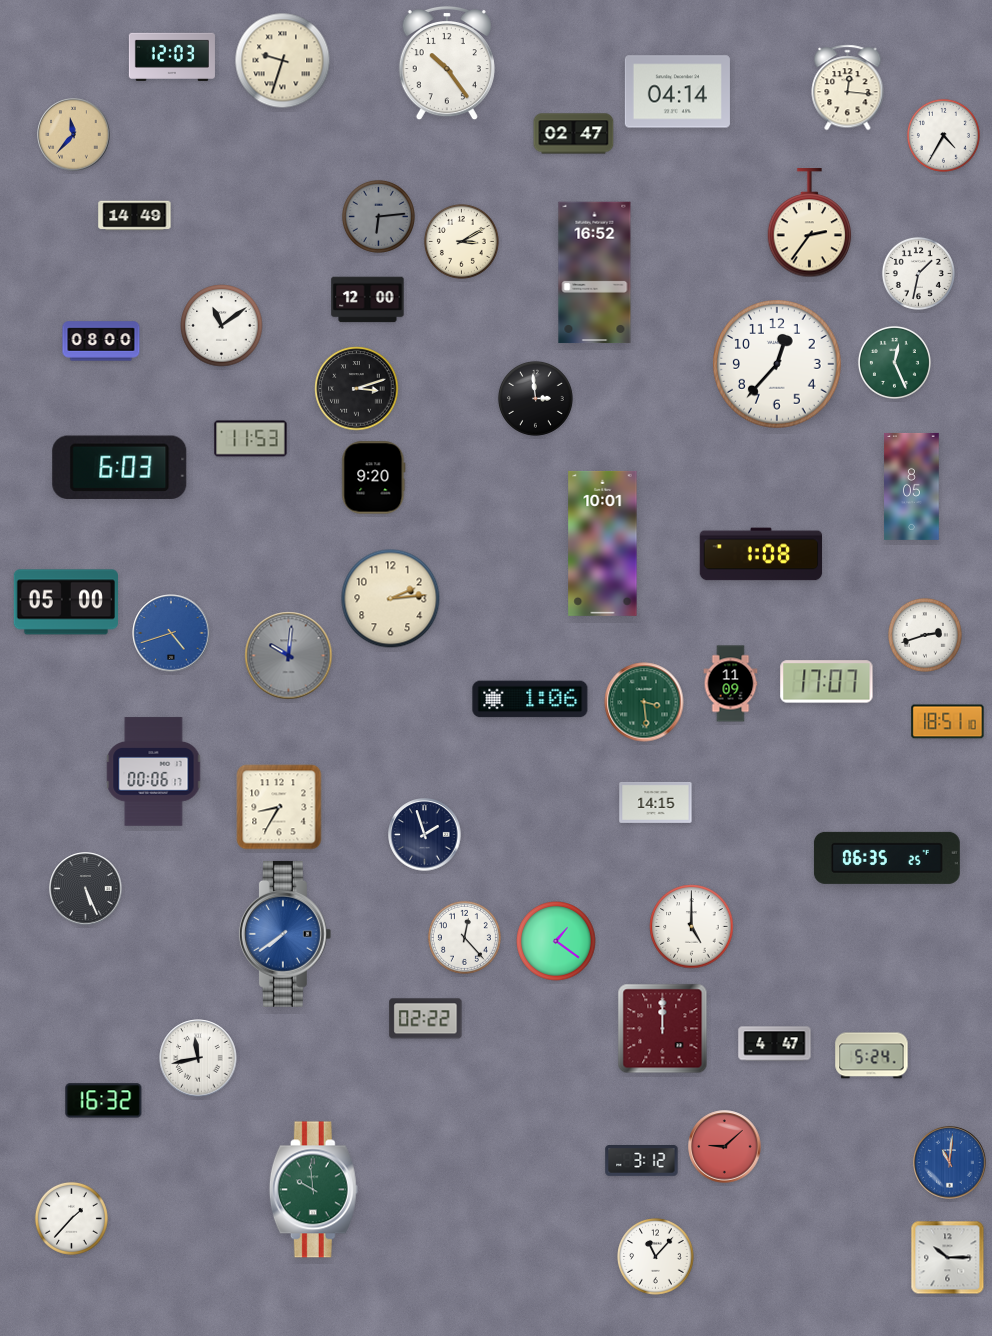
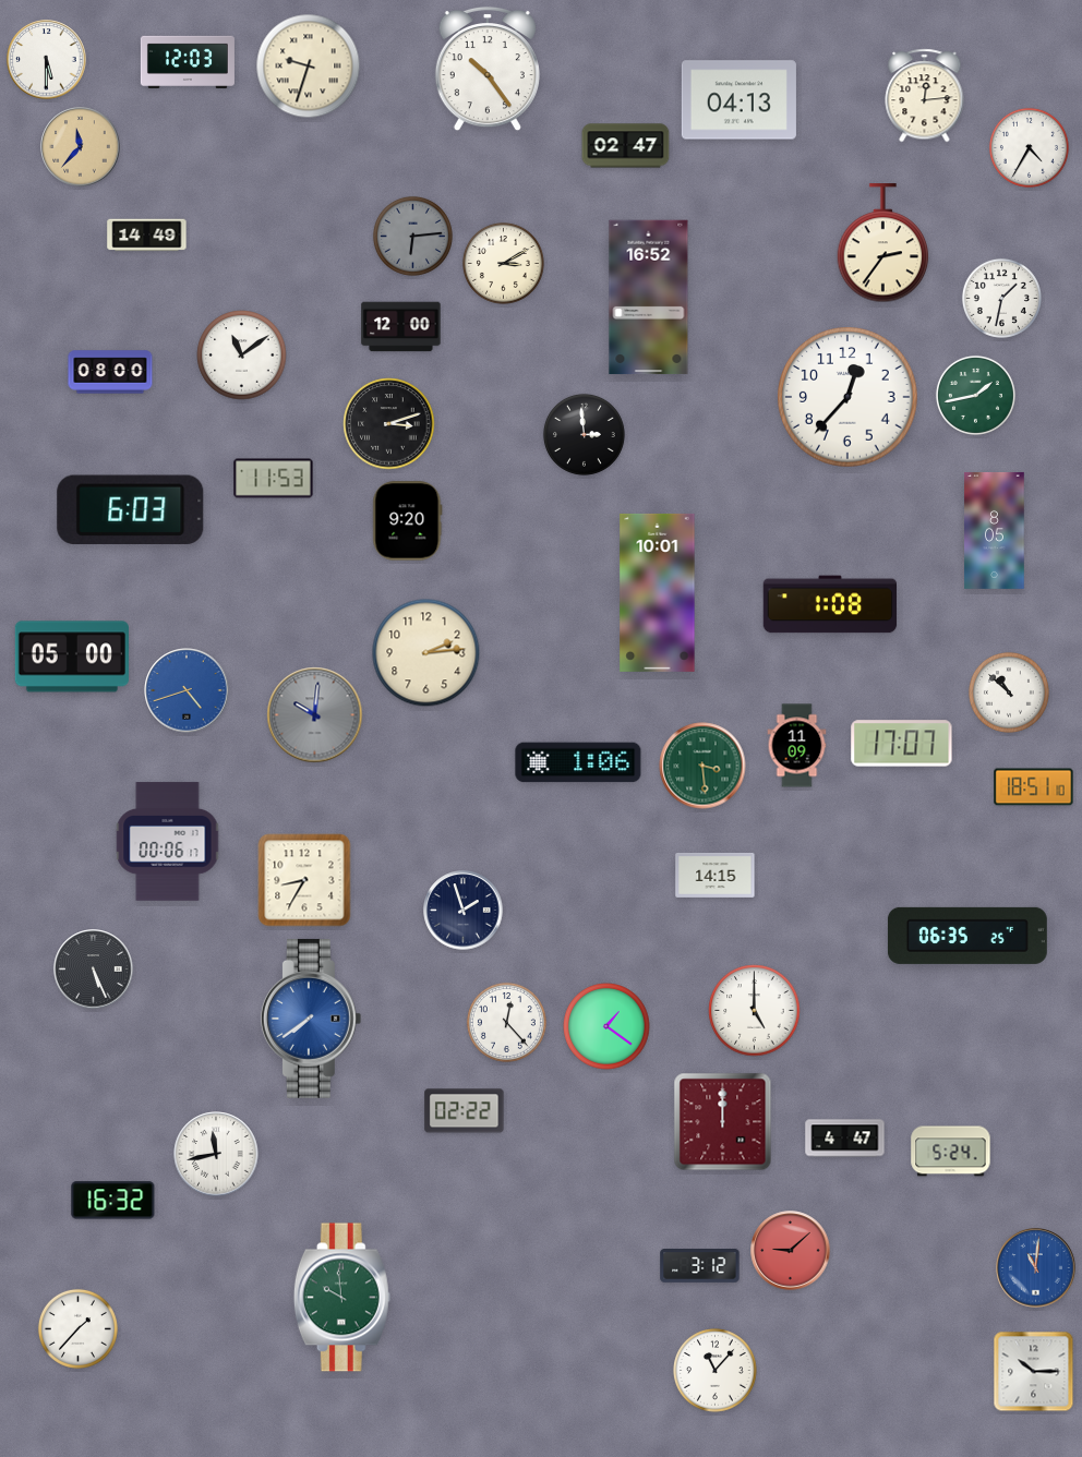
clock at (47, 60): none -> 5:30
clock at (848, 88): 12:16 -> 12:14
clock at (677, 92): 04:14 -> 04:13
clock at (894, 362): 12:26 -> 1:43
clock at (925, 635): 2:42 -> 10:52
